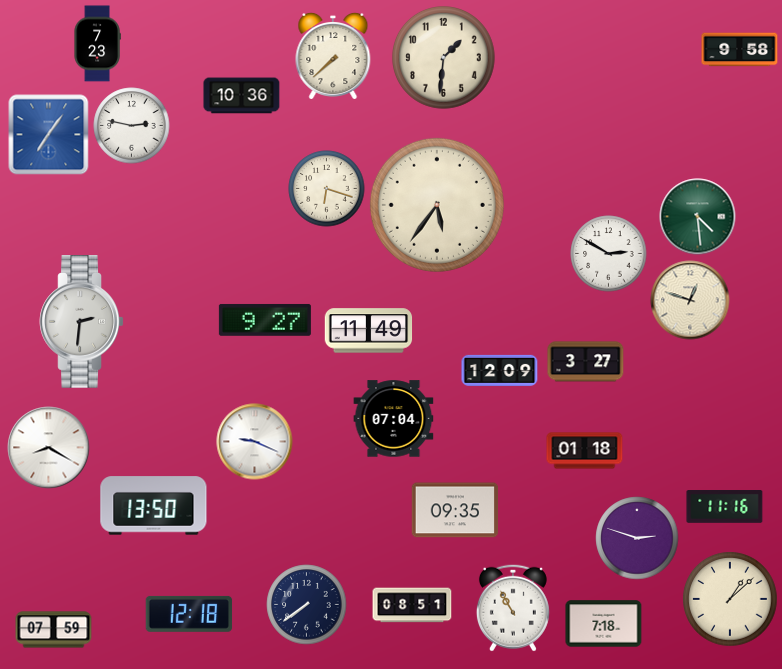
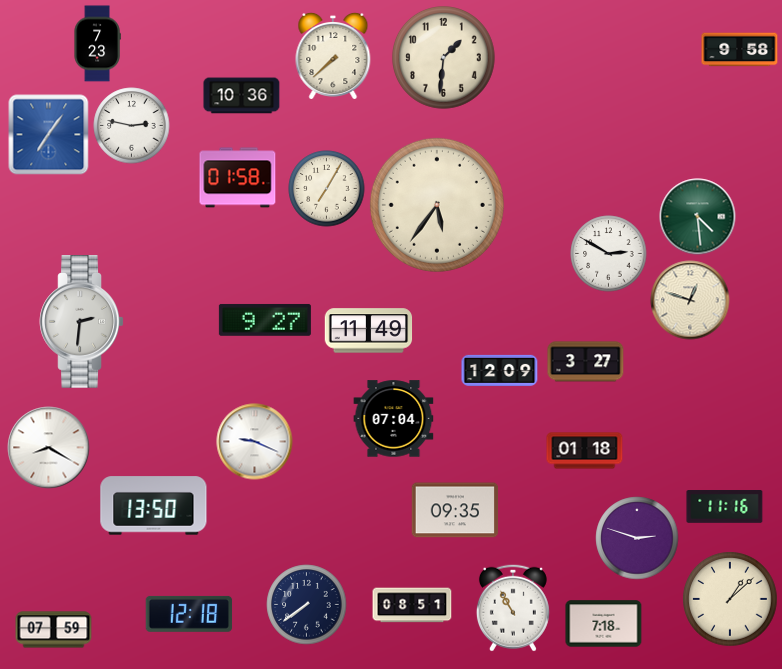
clock at (238, 178): none -> 01:58
clock at (327, 189): 6:18 -> 7:05
